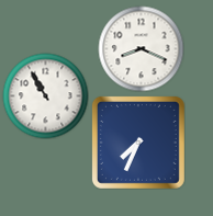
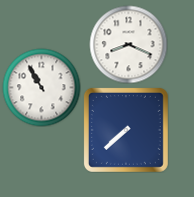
clock at (138, 143): 7:34 -> 7:38
